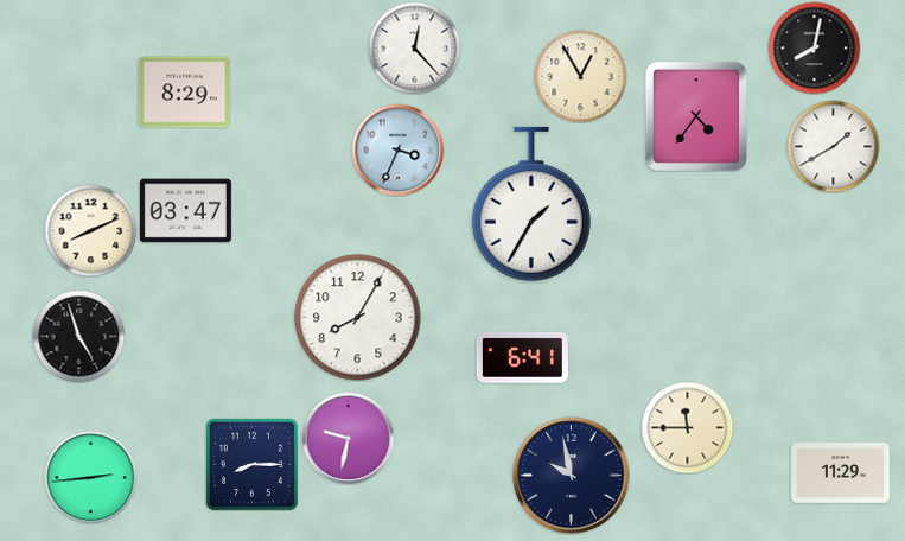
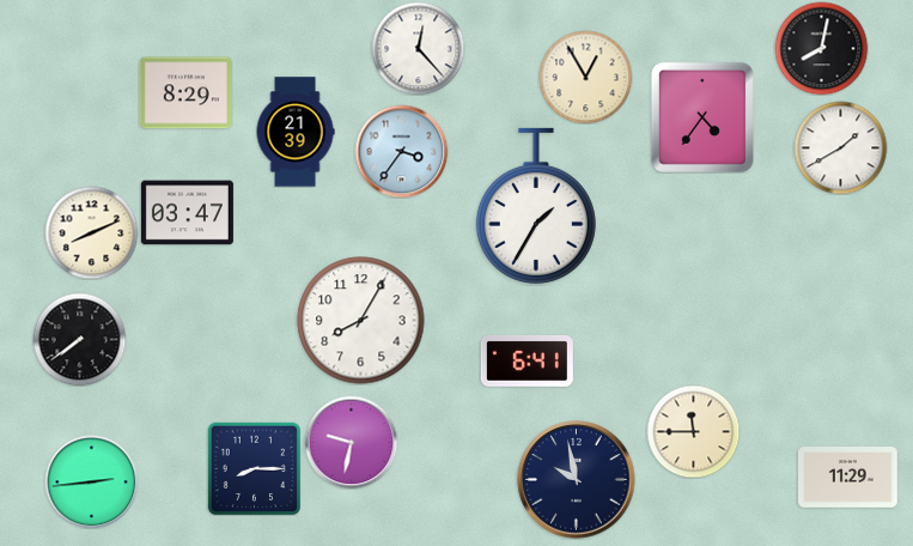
clock at (296, 132): none -> 21:39
clock at (397, 149): 3:34 -> 3:36
clock at (78, 336): 4:57 -> 7:39
